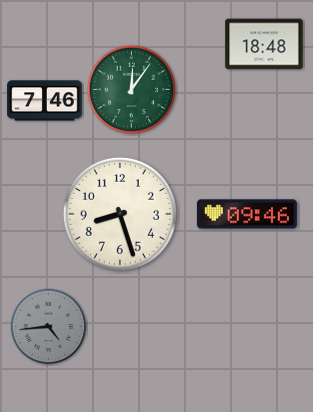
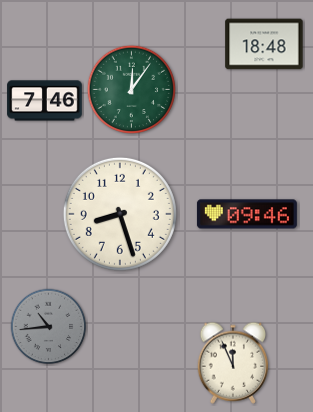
clock at (49, 327): 4:44 -> 10:44
clock at (233, 363): none -> 11:56
